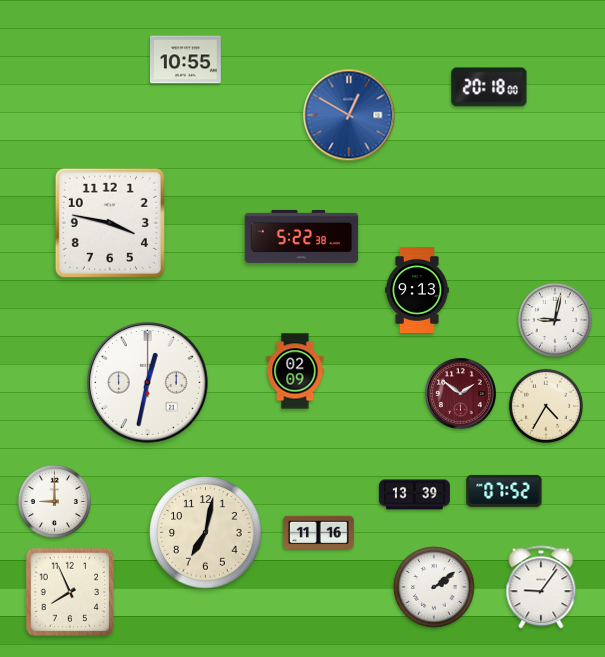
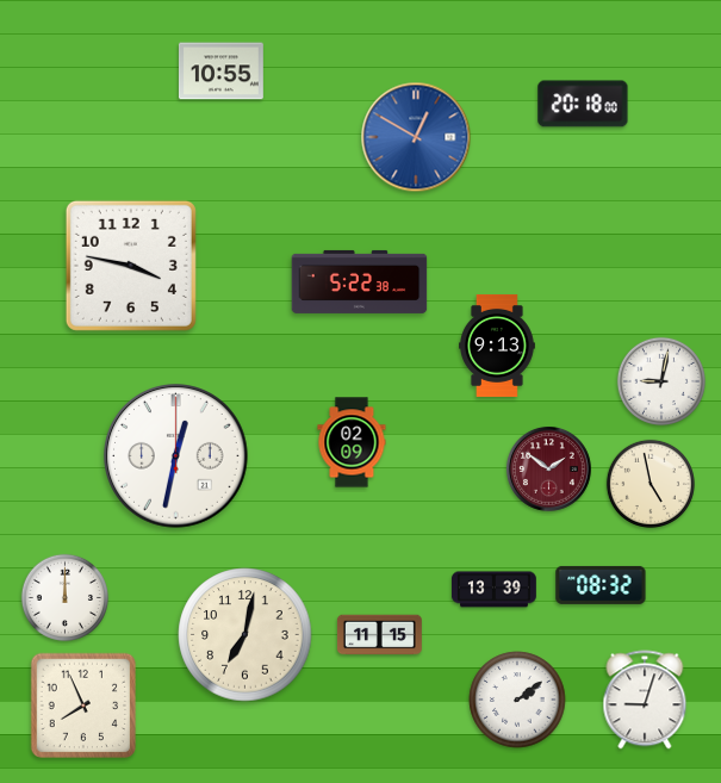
clock at (546, 406): 4:35 -> 4:58
clock at (504, 491): 07:52 -> 08:32
clock at (54, 501): 9:00 -> 12:00
clock at (318, 533): 11:16 -> 11:15
clock at (541, 587): 9:06 -> 9:03
